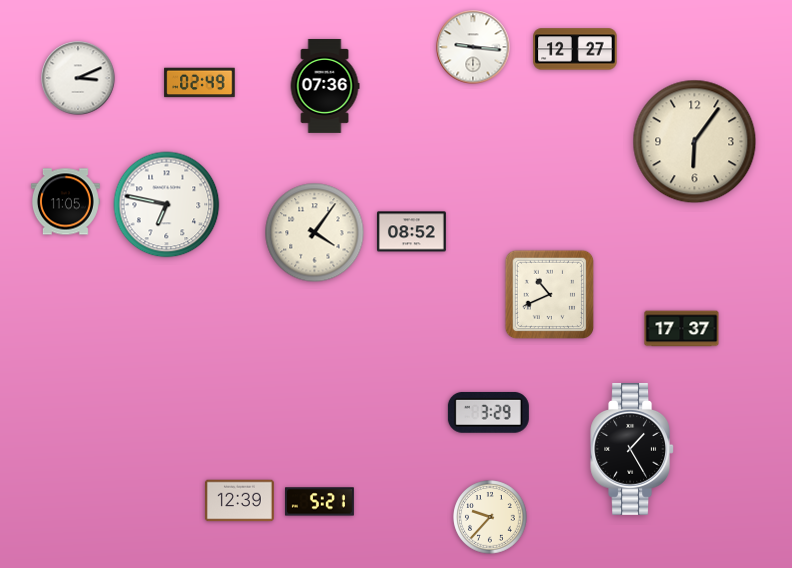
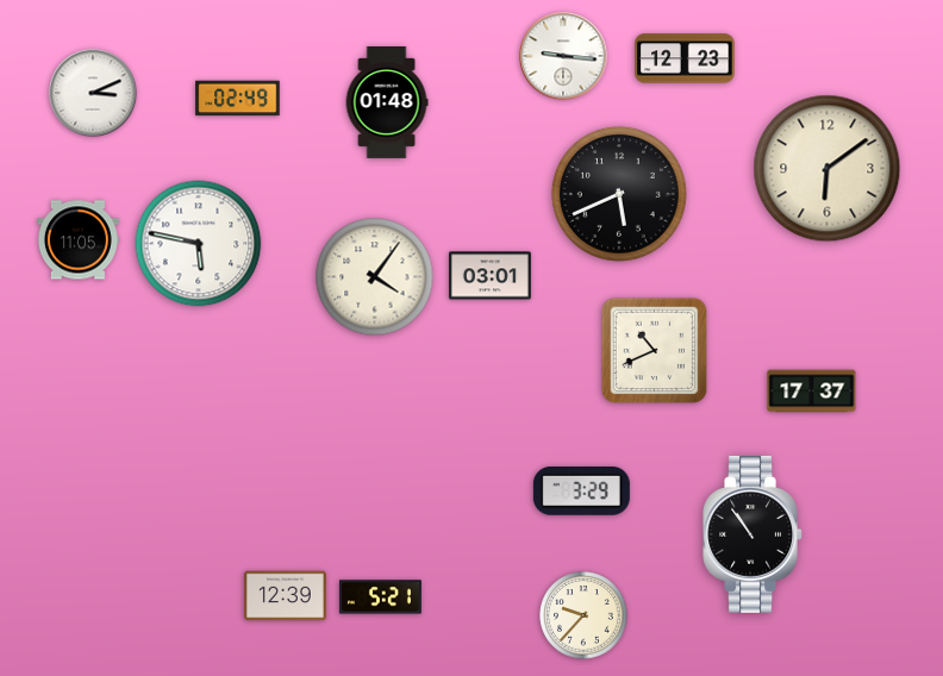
clock at (575, 49): 12:27 -> 12:23
clock at (325, 86): 07:36 -> 01:48
clock at (695, 142): 6:06 -> 6:09
clock at (619, 194): none -> 5:41
clock at (167, 205): 6:47 -> 5:47
clock at (411, 232): 08:52 -> 03:01
clock at (632, 449): 1:25 -> 10:54
